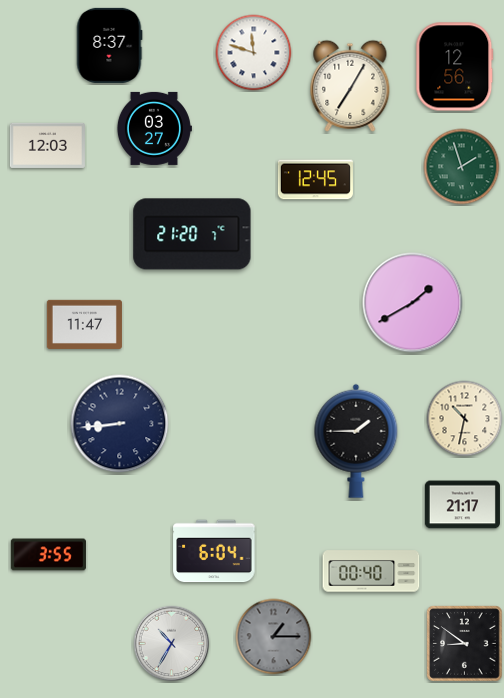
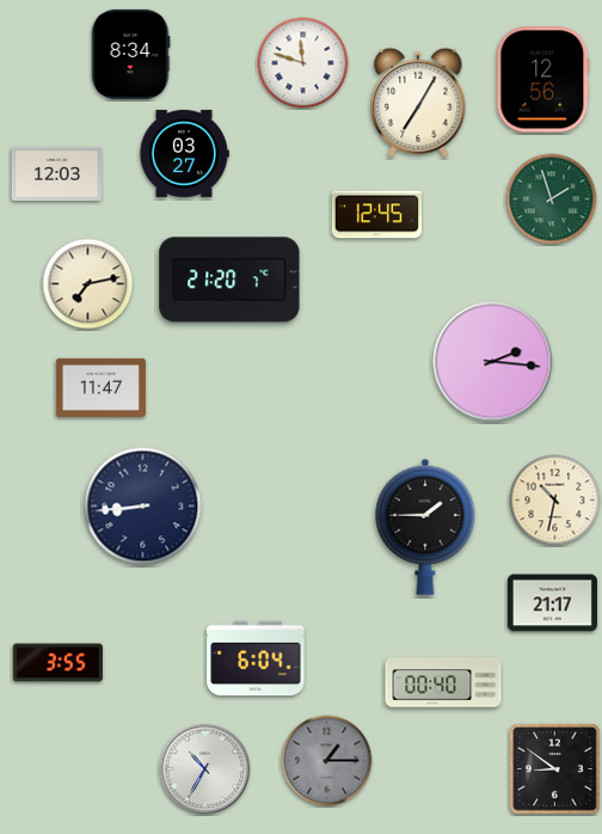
clock at (109, 45): 8:37 -> 8:34
clock at (88, 284): none -> 7:13
clock at (413, 303): 1:40 -> 2:16
